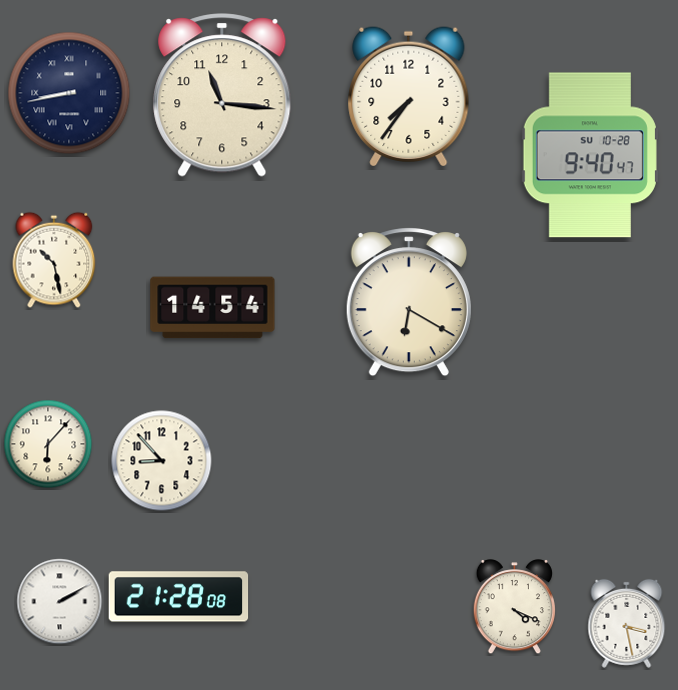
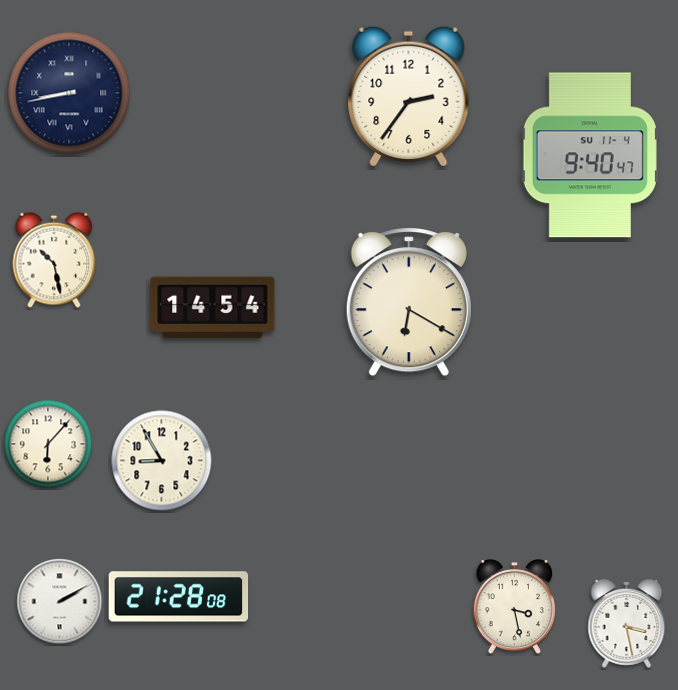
clock at (222, 95): 11:16 -> none
clock at (409, 96): 7:36 -> 2:36
clock at (590, 155) date: SU 10-28 -> SU 11-4
clock at (162, 461): 8:53 -> 8:55
clock at (514, 607): 4:19 -> 3:28
